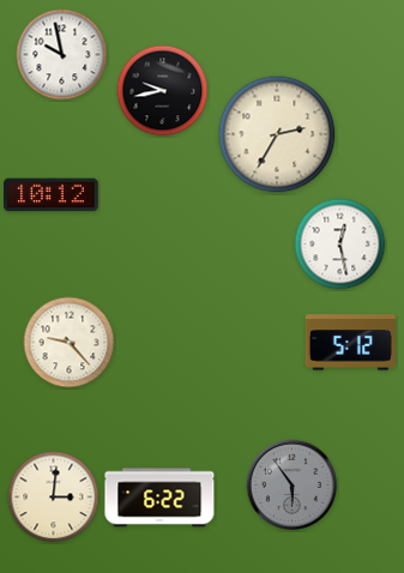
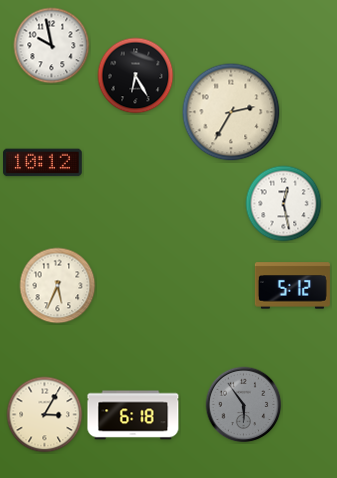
clock at (163, 91): 9:43 -> 6:25
clock at (70, 343): 9:23 -> 5:34
clock at (54, 497): 3:01 -> 3:05
clock at (159, 497): 6:22 -> 6:18
